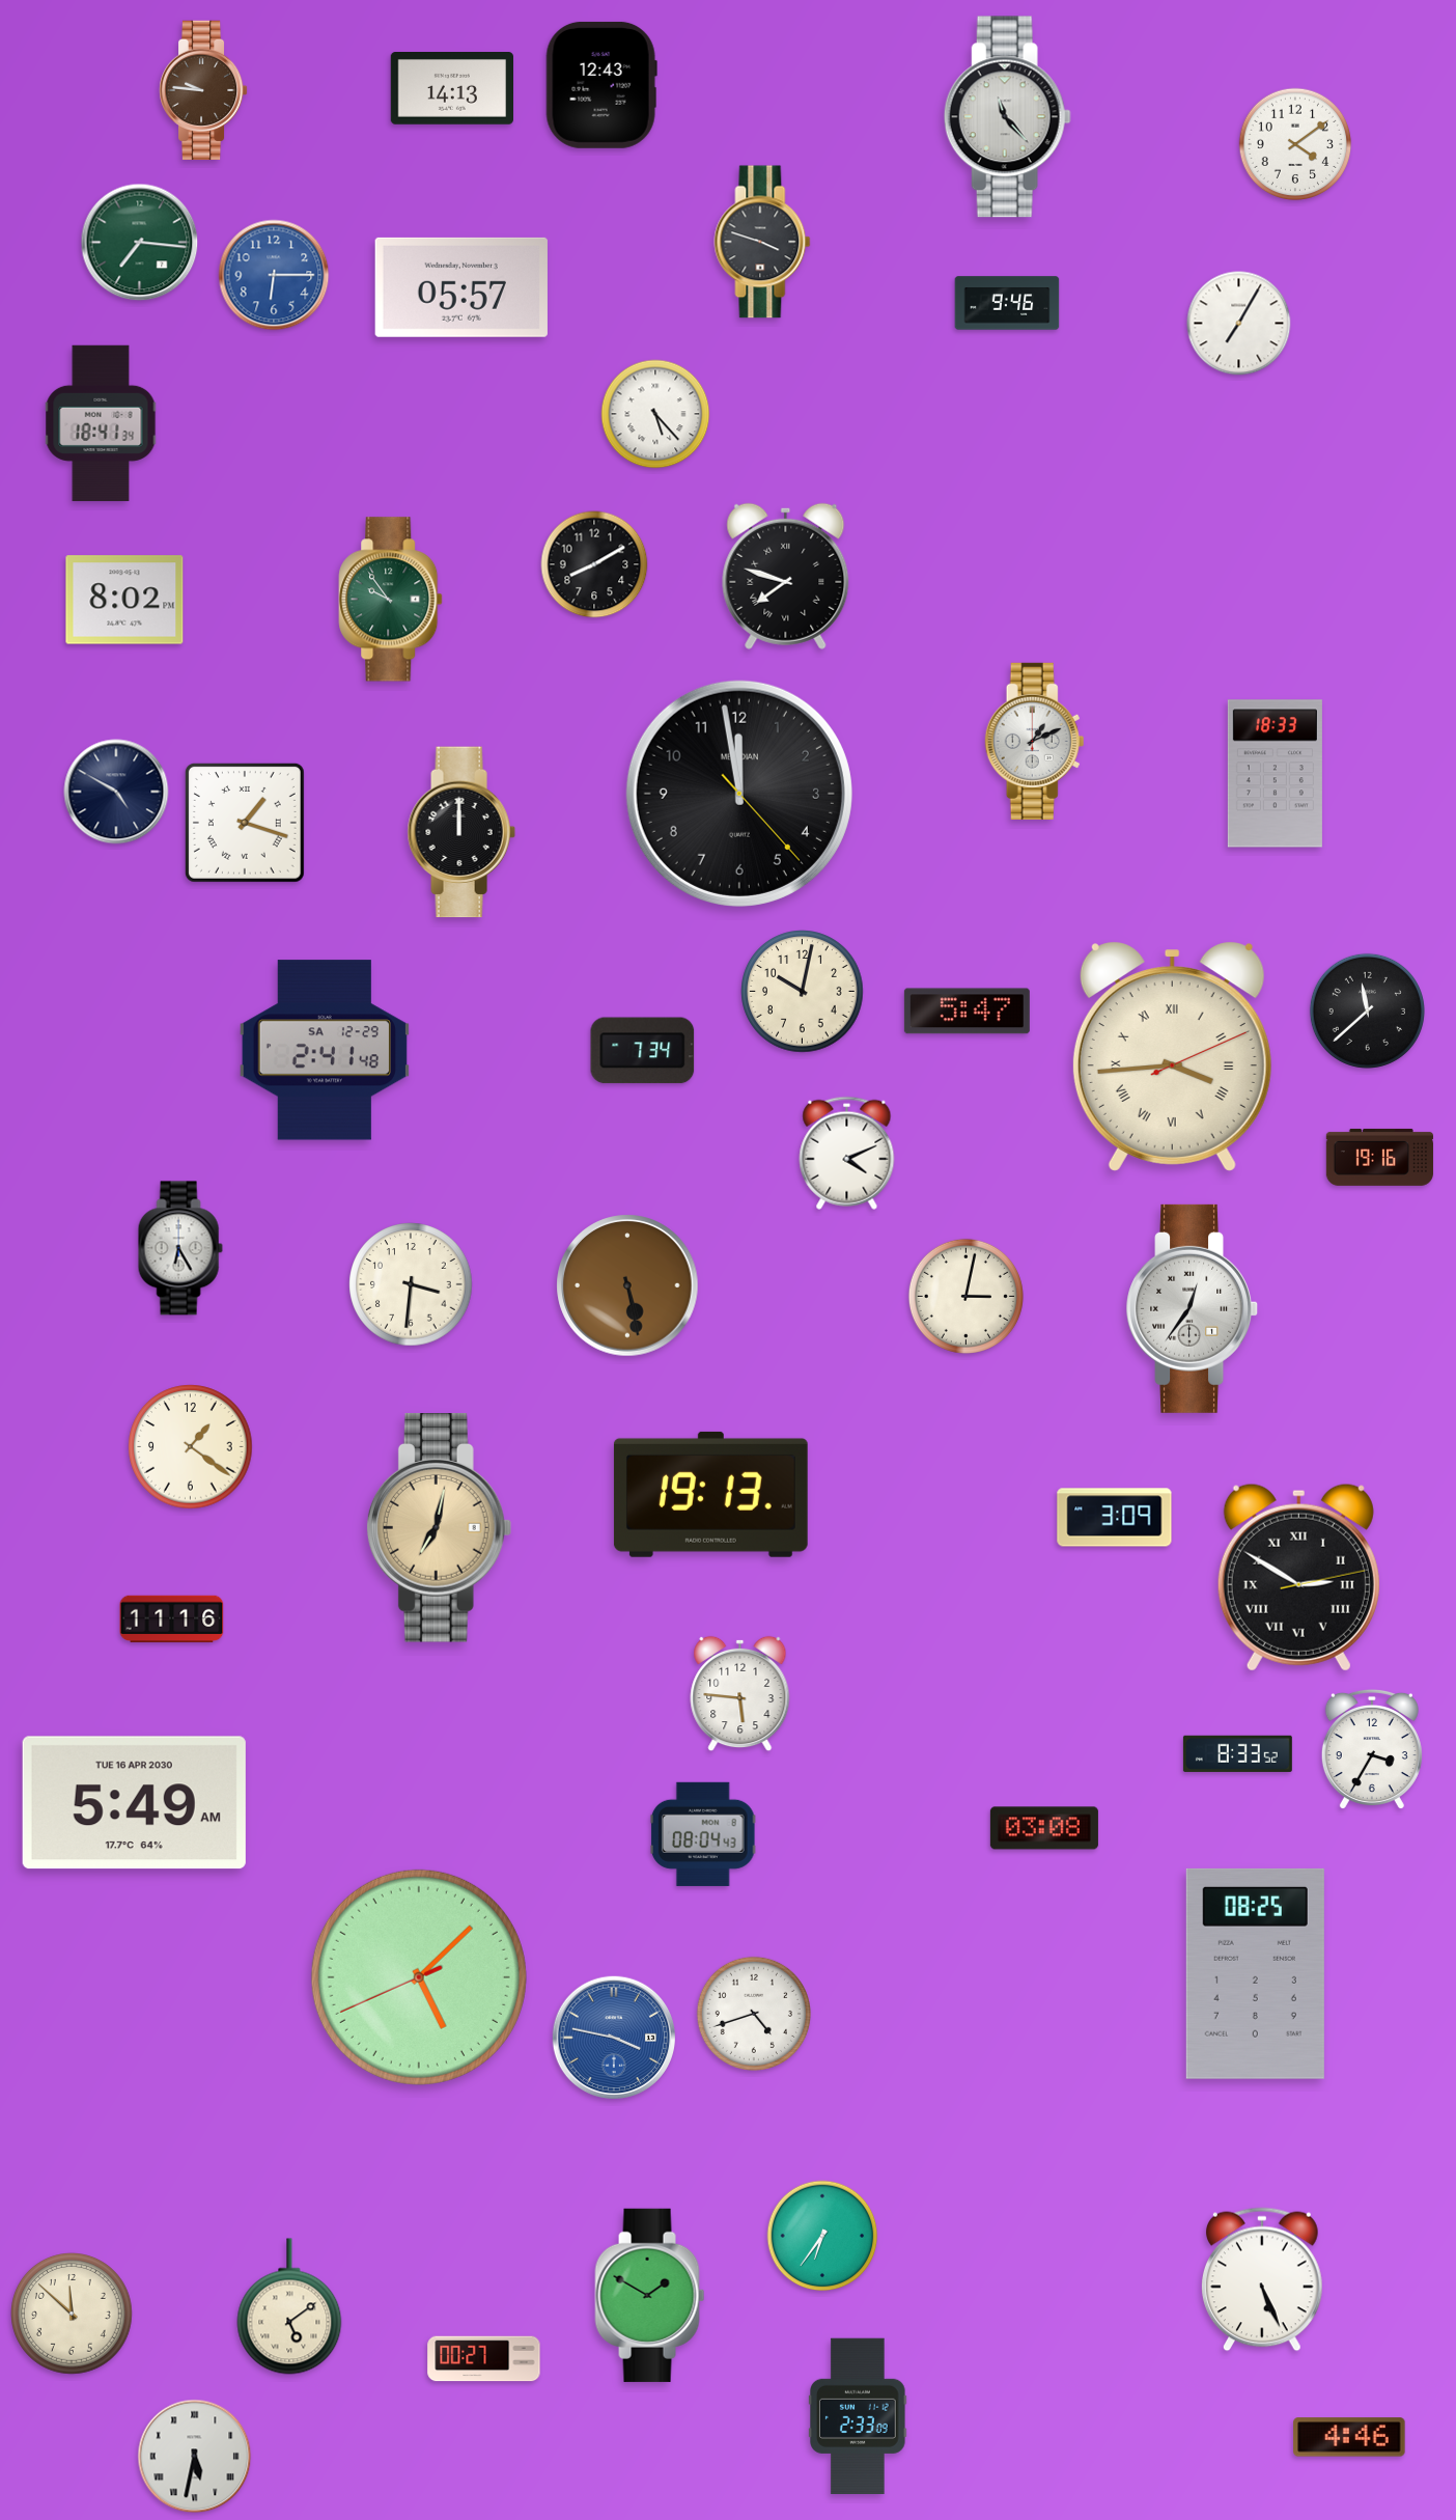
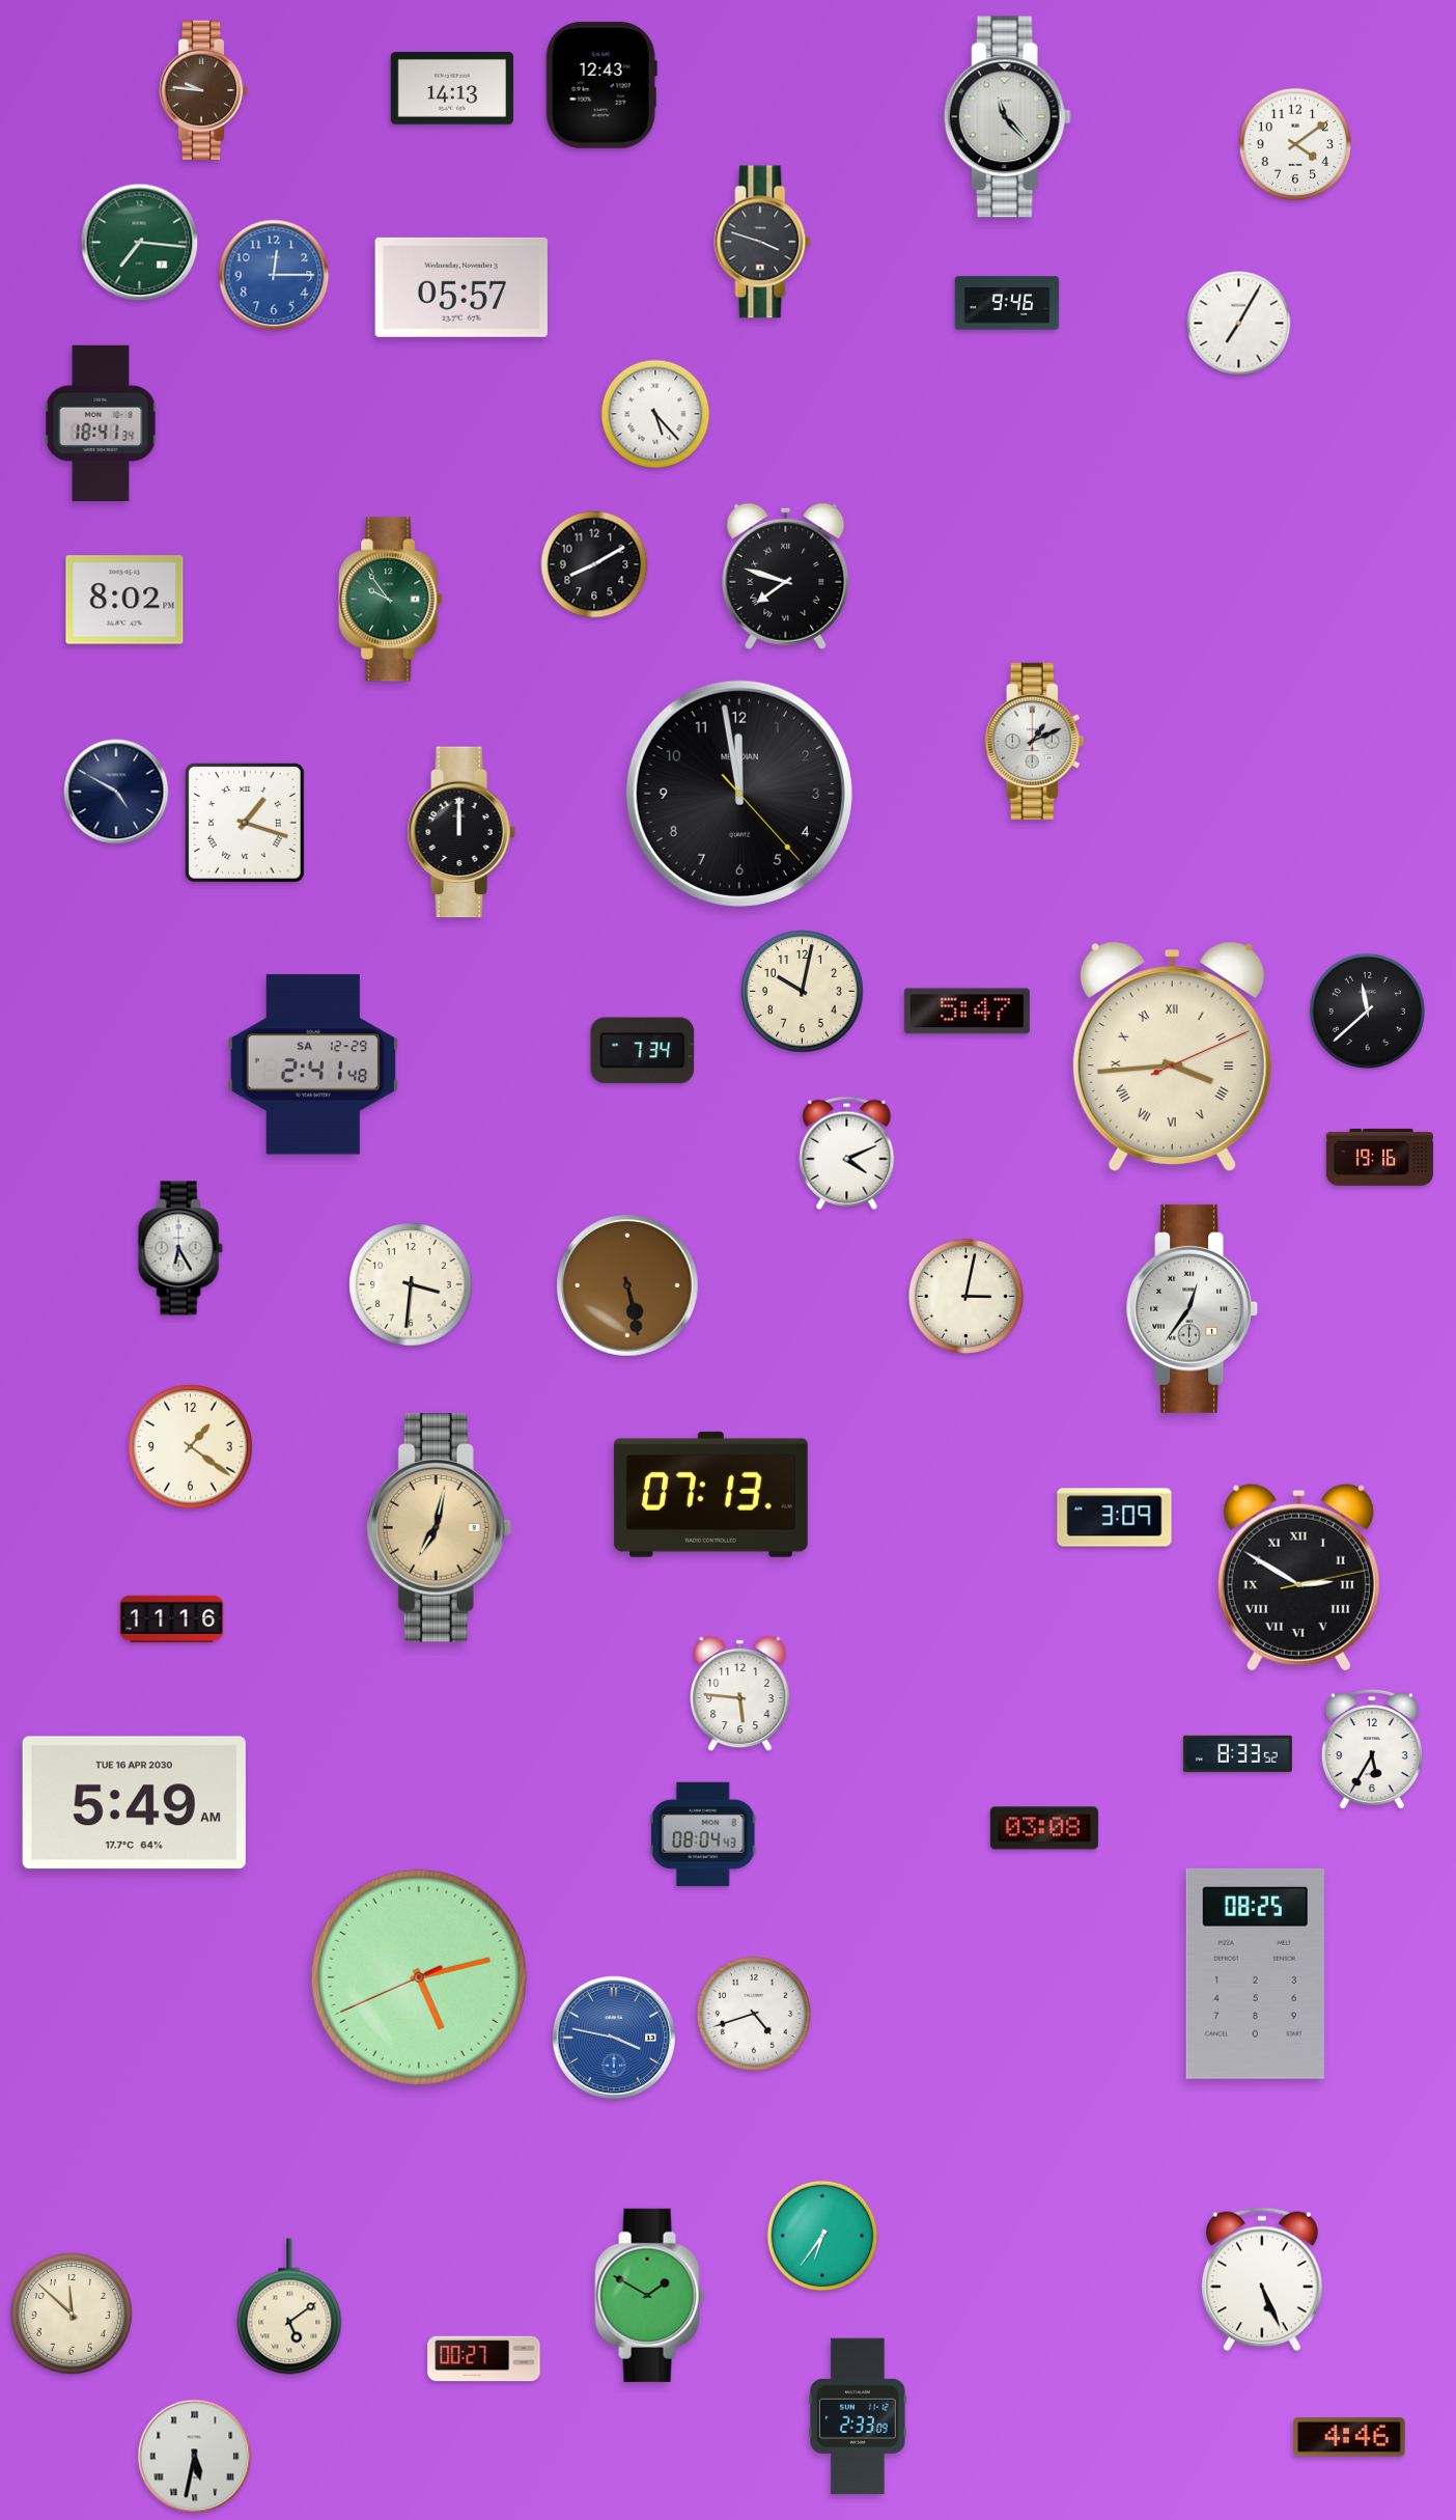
clock at (274, 275): 6:15 -> 12:15
clock at (1275, 774): 18:33 -> none
clock at (325, 1050) position: (325, 1050) -> (313, 1064)
clock at (710, 1494): 19:13 -> 07:13
clock at (1372, 1749): 3:35 -> 5:35
clock at (419, 1977): 5:07 -> 5:12
